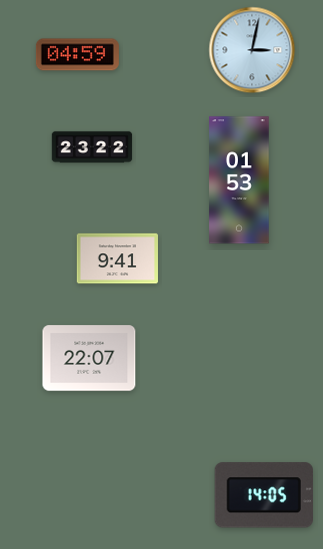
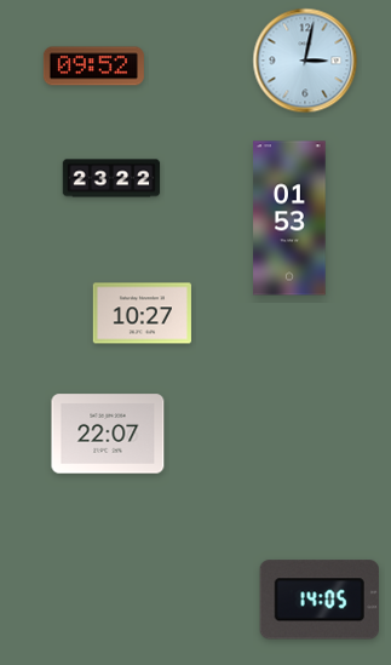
clock at (77, 55): 04:59 -> 09:52
clock at (117, 259): 9:41 -> 10:27
